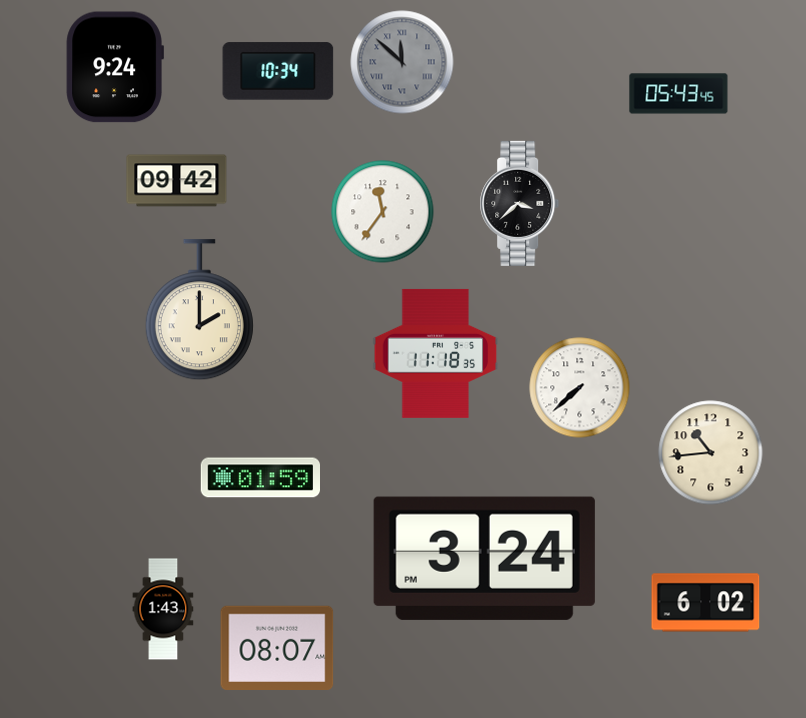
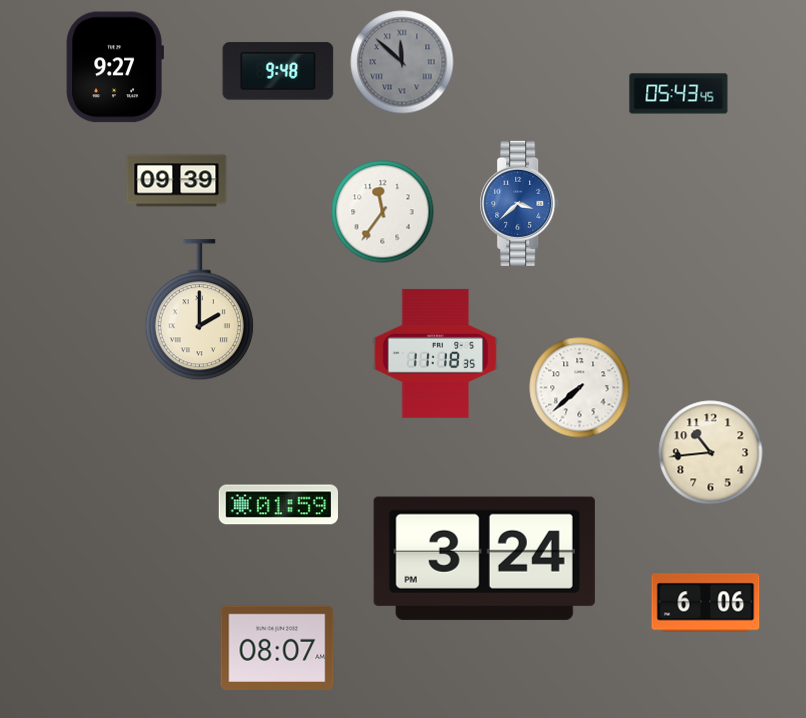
clock at (115, 67): 9:24 -> 9:27
clock at (278, 71): 10:34 -> 9:48
clock at (177, 181): 09:42 -> 09:39
clock at (520, 203) dial: black -> blue
clock at (261, 478) position: (261, 478) -> (279, 505)
clock at (706, 603): 6:02 -> 6:06
clock at (163, 609): 1:43 -> none
